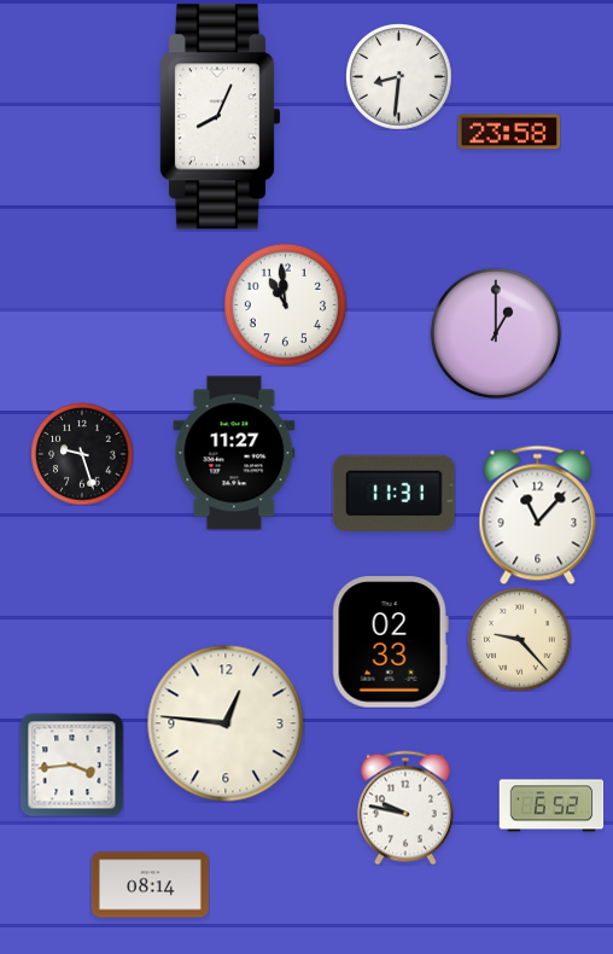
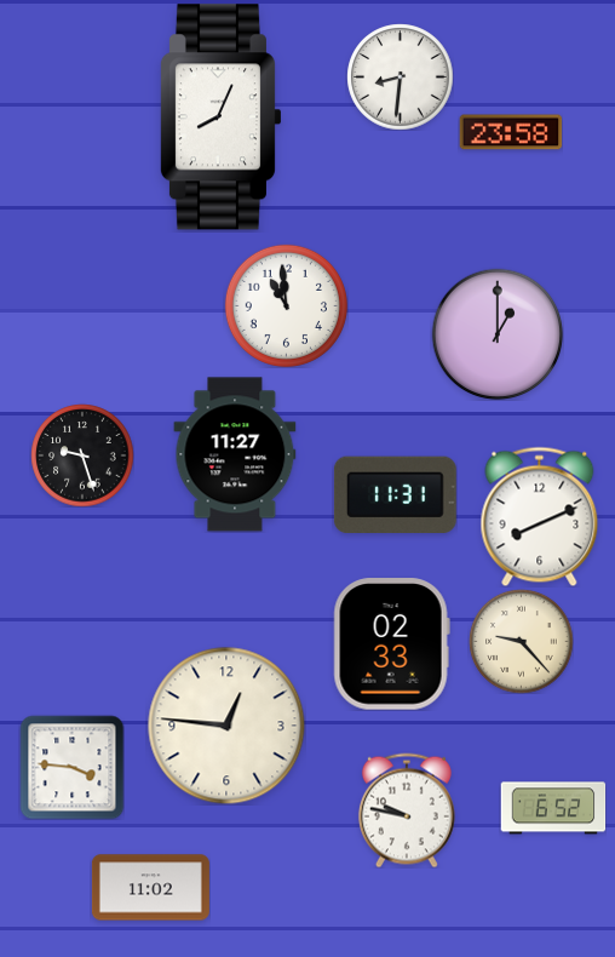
clock at (538, 514): 11:07 -> 8:11
clock at (71, 764): 3:44 -> 3:46
clock at (150, 885): 08:14 -> 11:02
